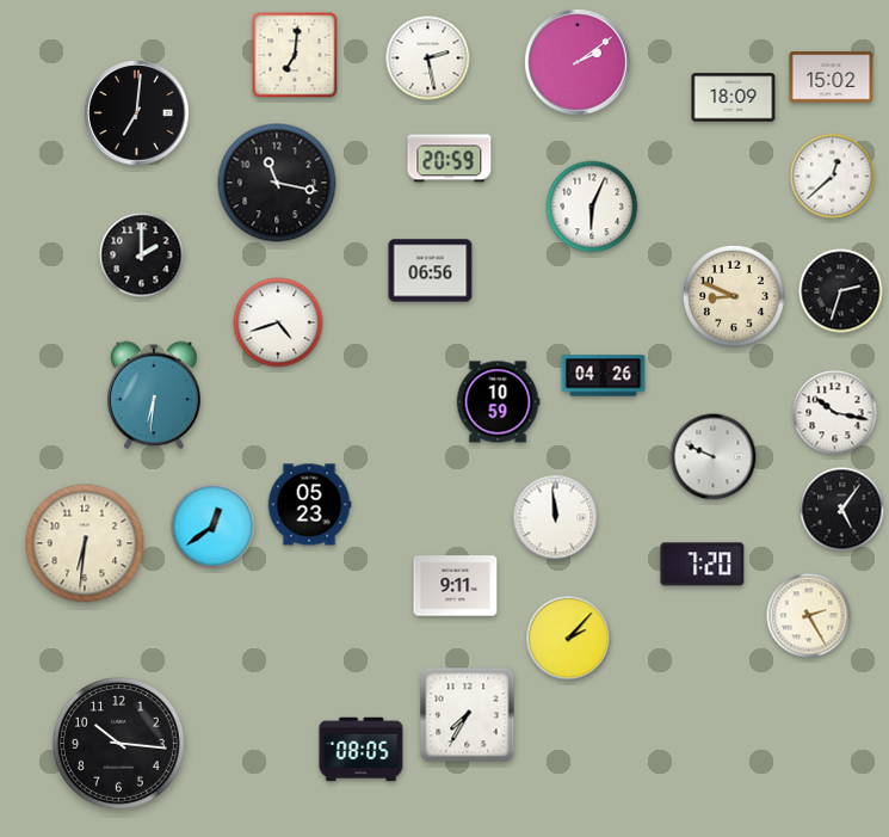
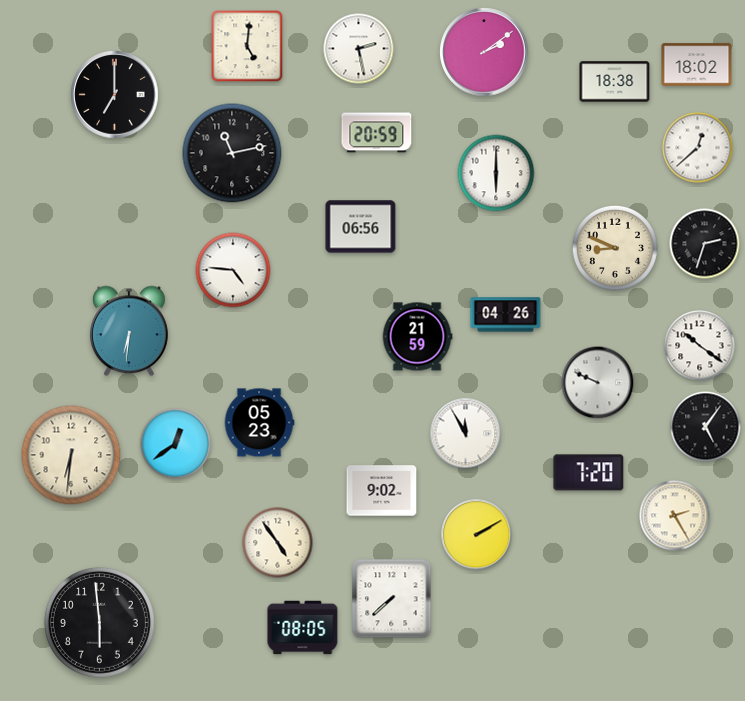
clock at (295, 55): 7:01 -> 5:01
clock at (832, 78): 15:02 -> 18:02
clock at (734, 98): 18:09 -> 18:38
clock at (137, 113): 7:01 -> 7:00
clock at (277, 183): 11:17 -> 11:13
clock at (592, 207): 6:04 -> 6:00
clock at (142, 256): 2:00 -> none
clock at (278, 322): 4:42 -> 4:46
clock at (498, 402): 10:59 -> 21:59
clock at (835, 413): 10:17 -> 10:21
clock at (556, 518): 11:59 -> 11:55
clock at (214, 527) position: (214, 527) -> (176, 444)
clock at (456, 586): 9:11 -> 9:02
clock at (809, 616) position: (809, 616) -> (675, 516)
clock at (569, 639): 2:07 -> 2:10
clock at (278, 543): none -> 4:54
clock at (468, 715): 7:35 -> 7:38
clock at (118, 743): 10:16 -> 5:59
